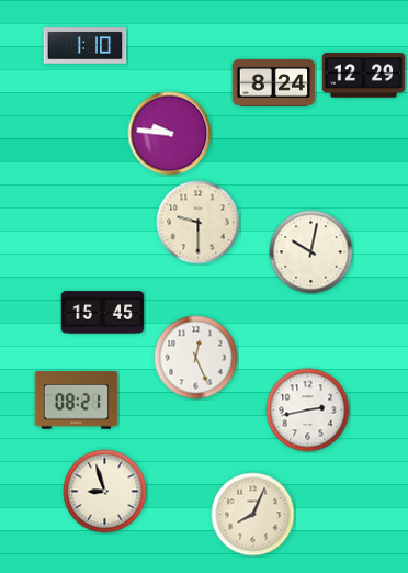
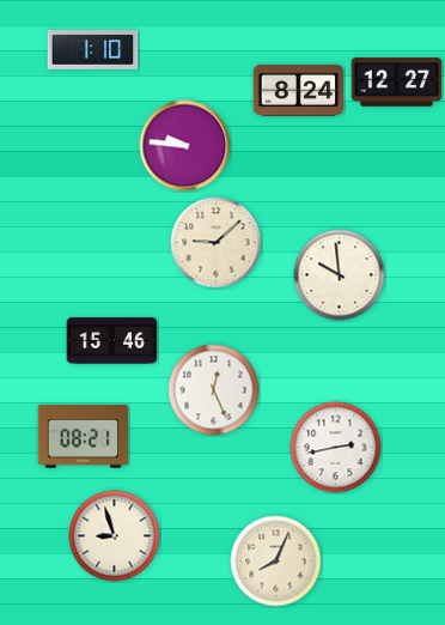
clock at (364, 76): 12:29 -> 12:27
clock at (199, 223): 9:30 -> 9:08
clock at (311, 252): 10:02 -> 9:59
clock at (103, 313): 15:45 -> 15:46
